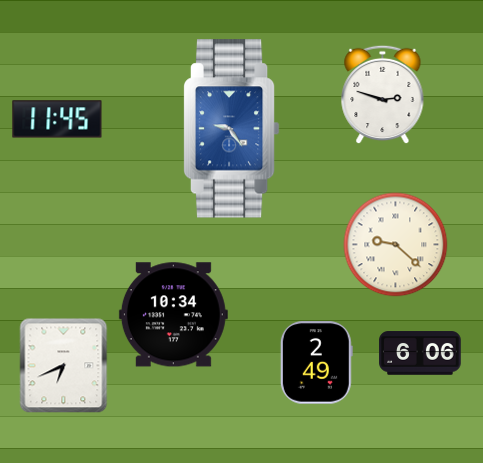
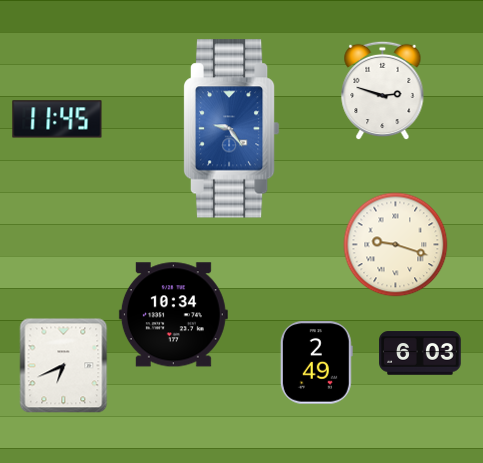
clock at (383, 95) position: (383, 95) -> (383, 91)
clock at (396, 245): 9:22 -> 9:18
clock at (420, 353): 6:06 -> 6:03
